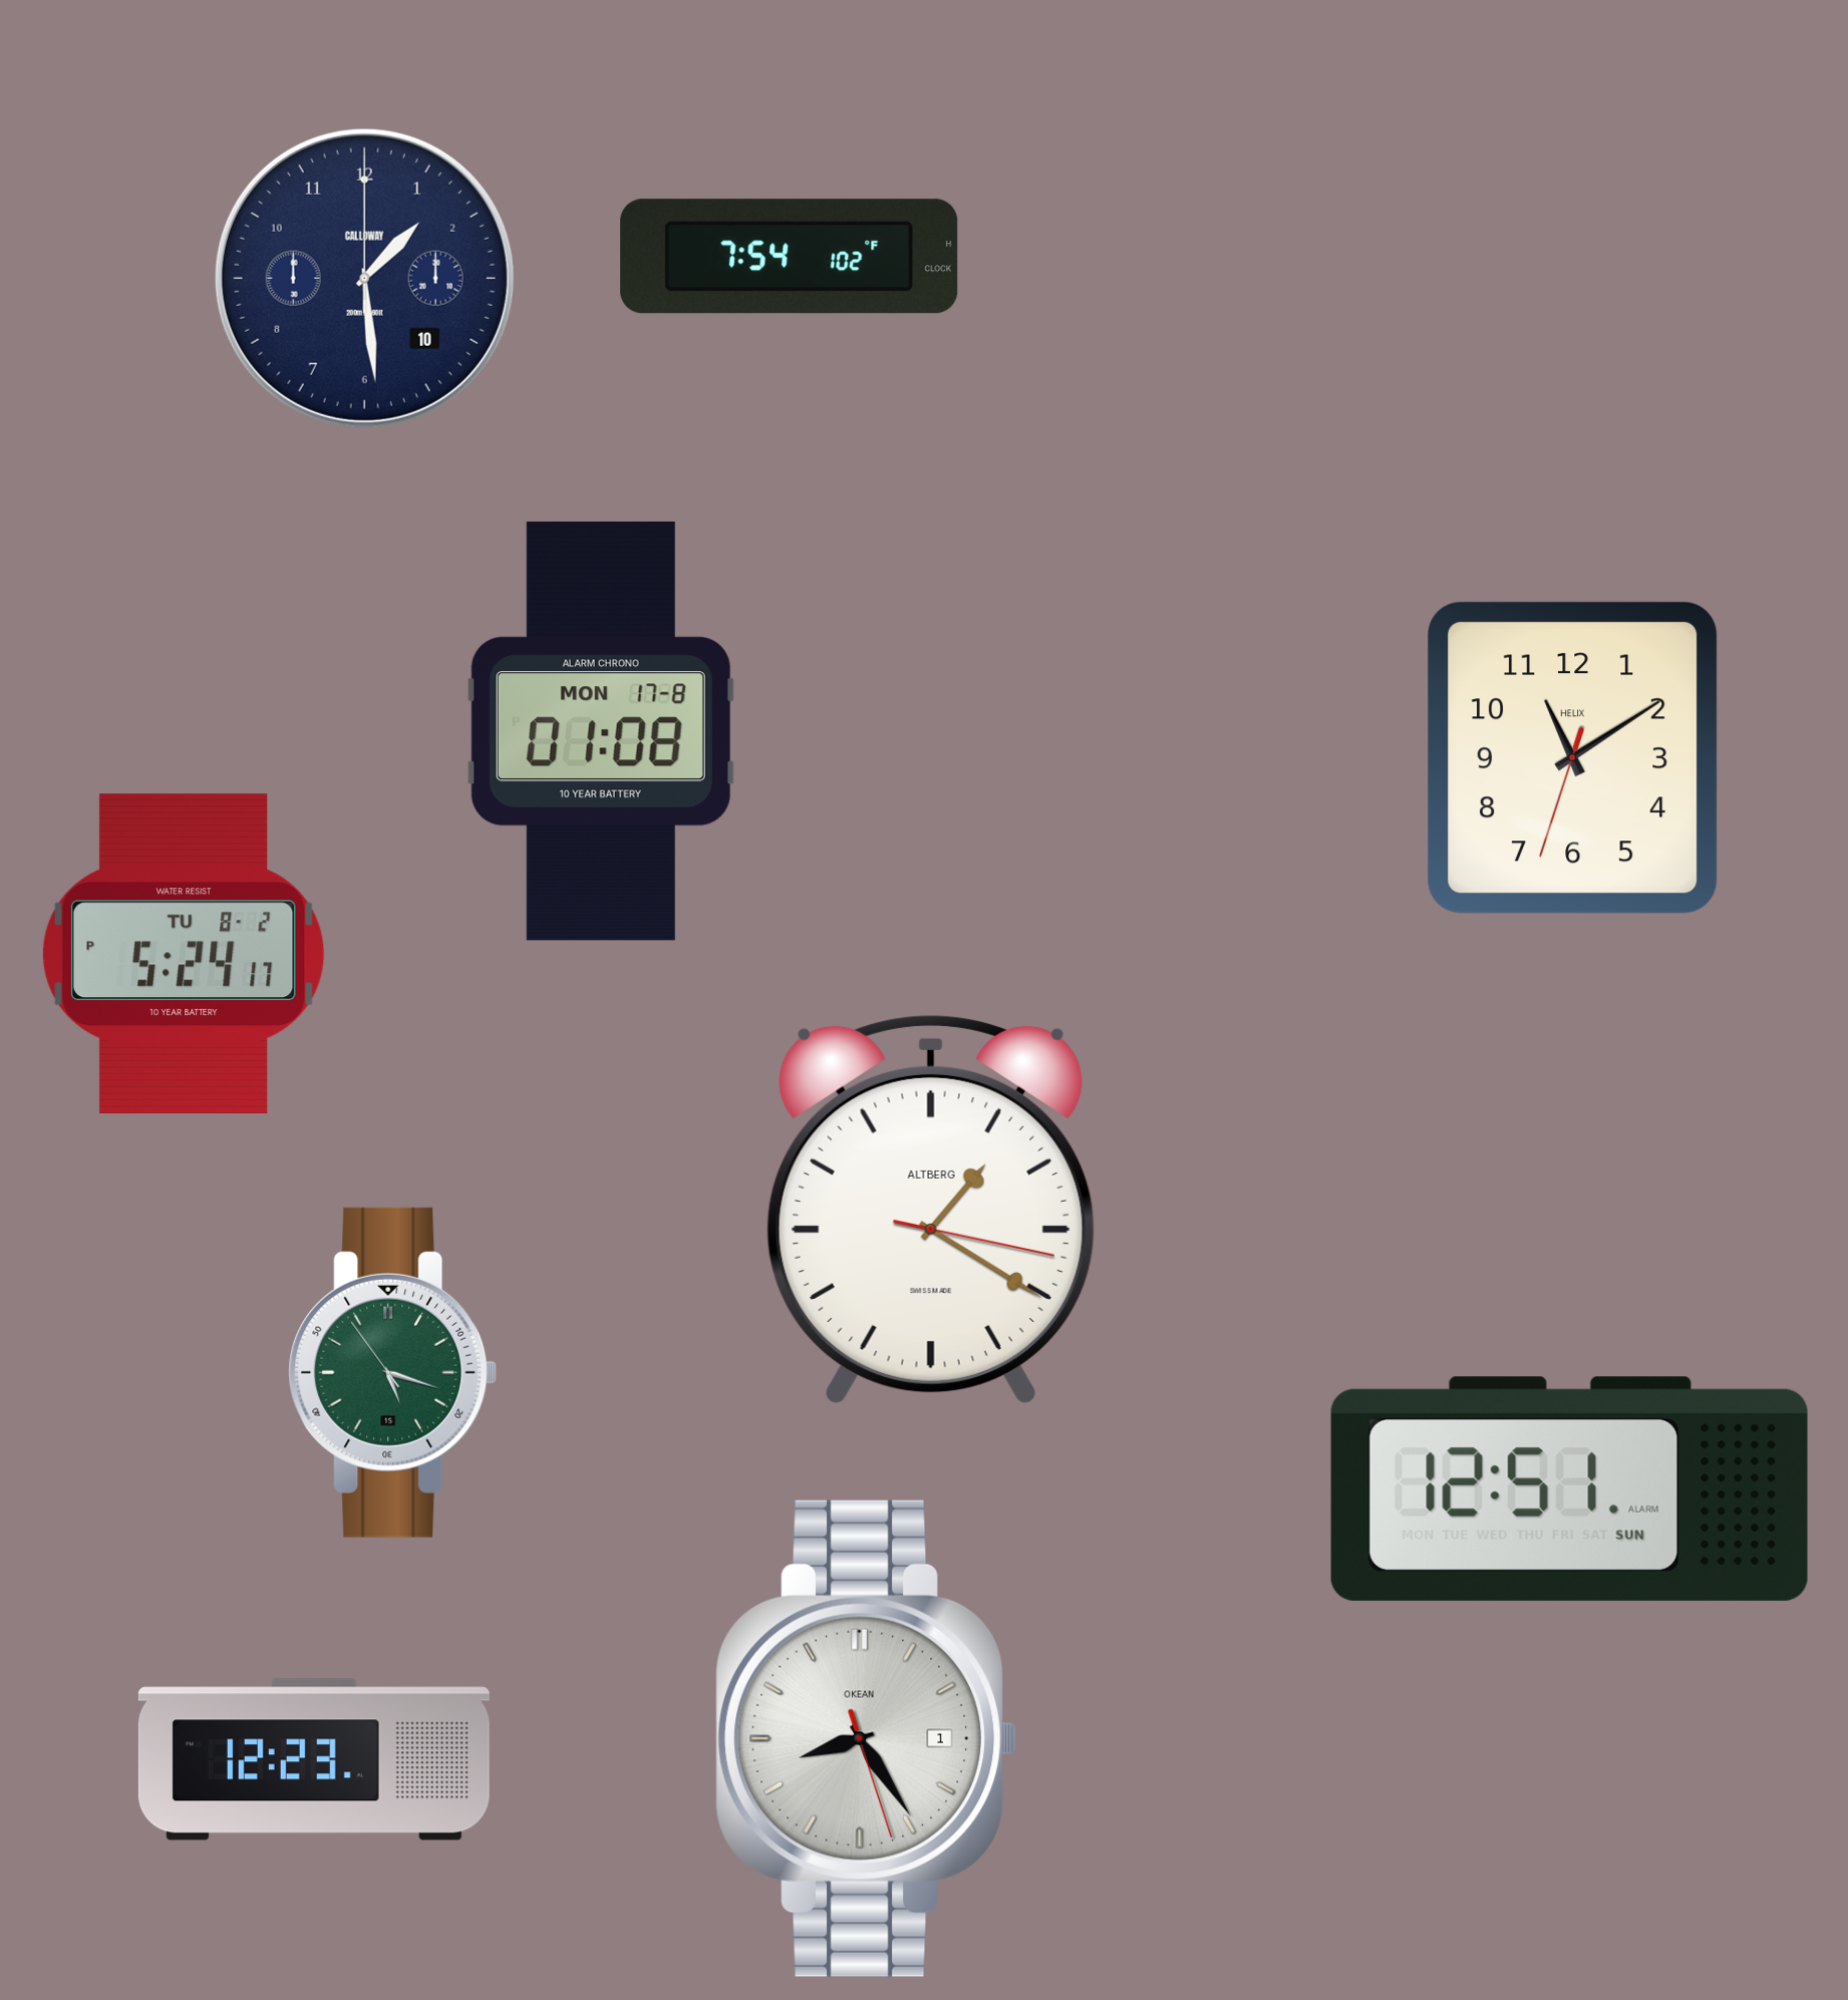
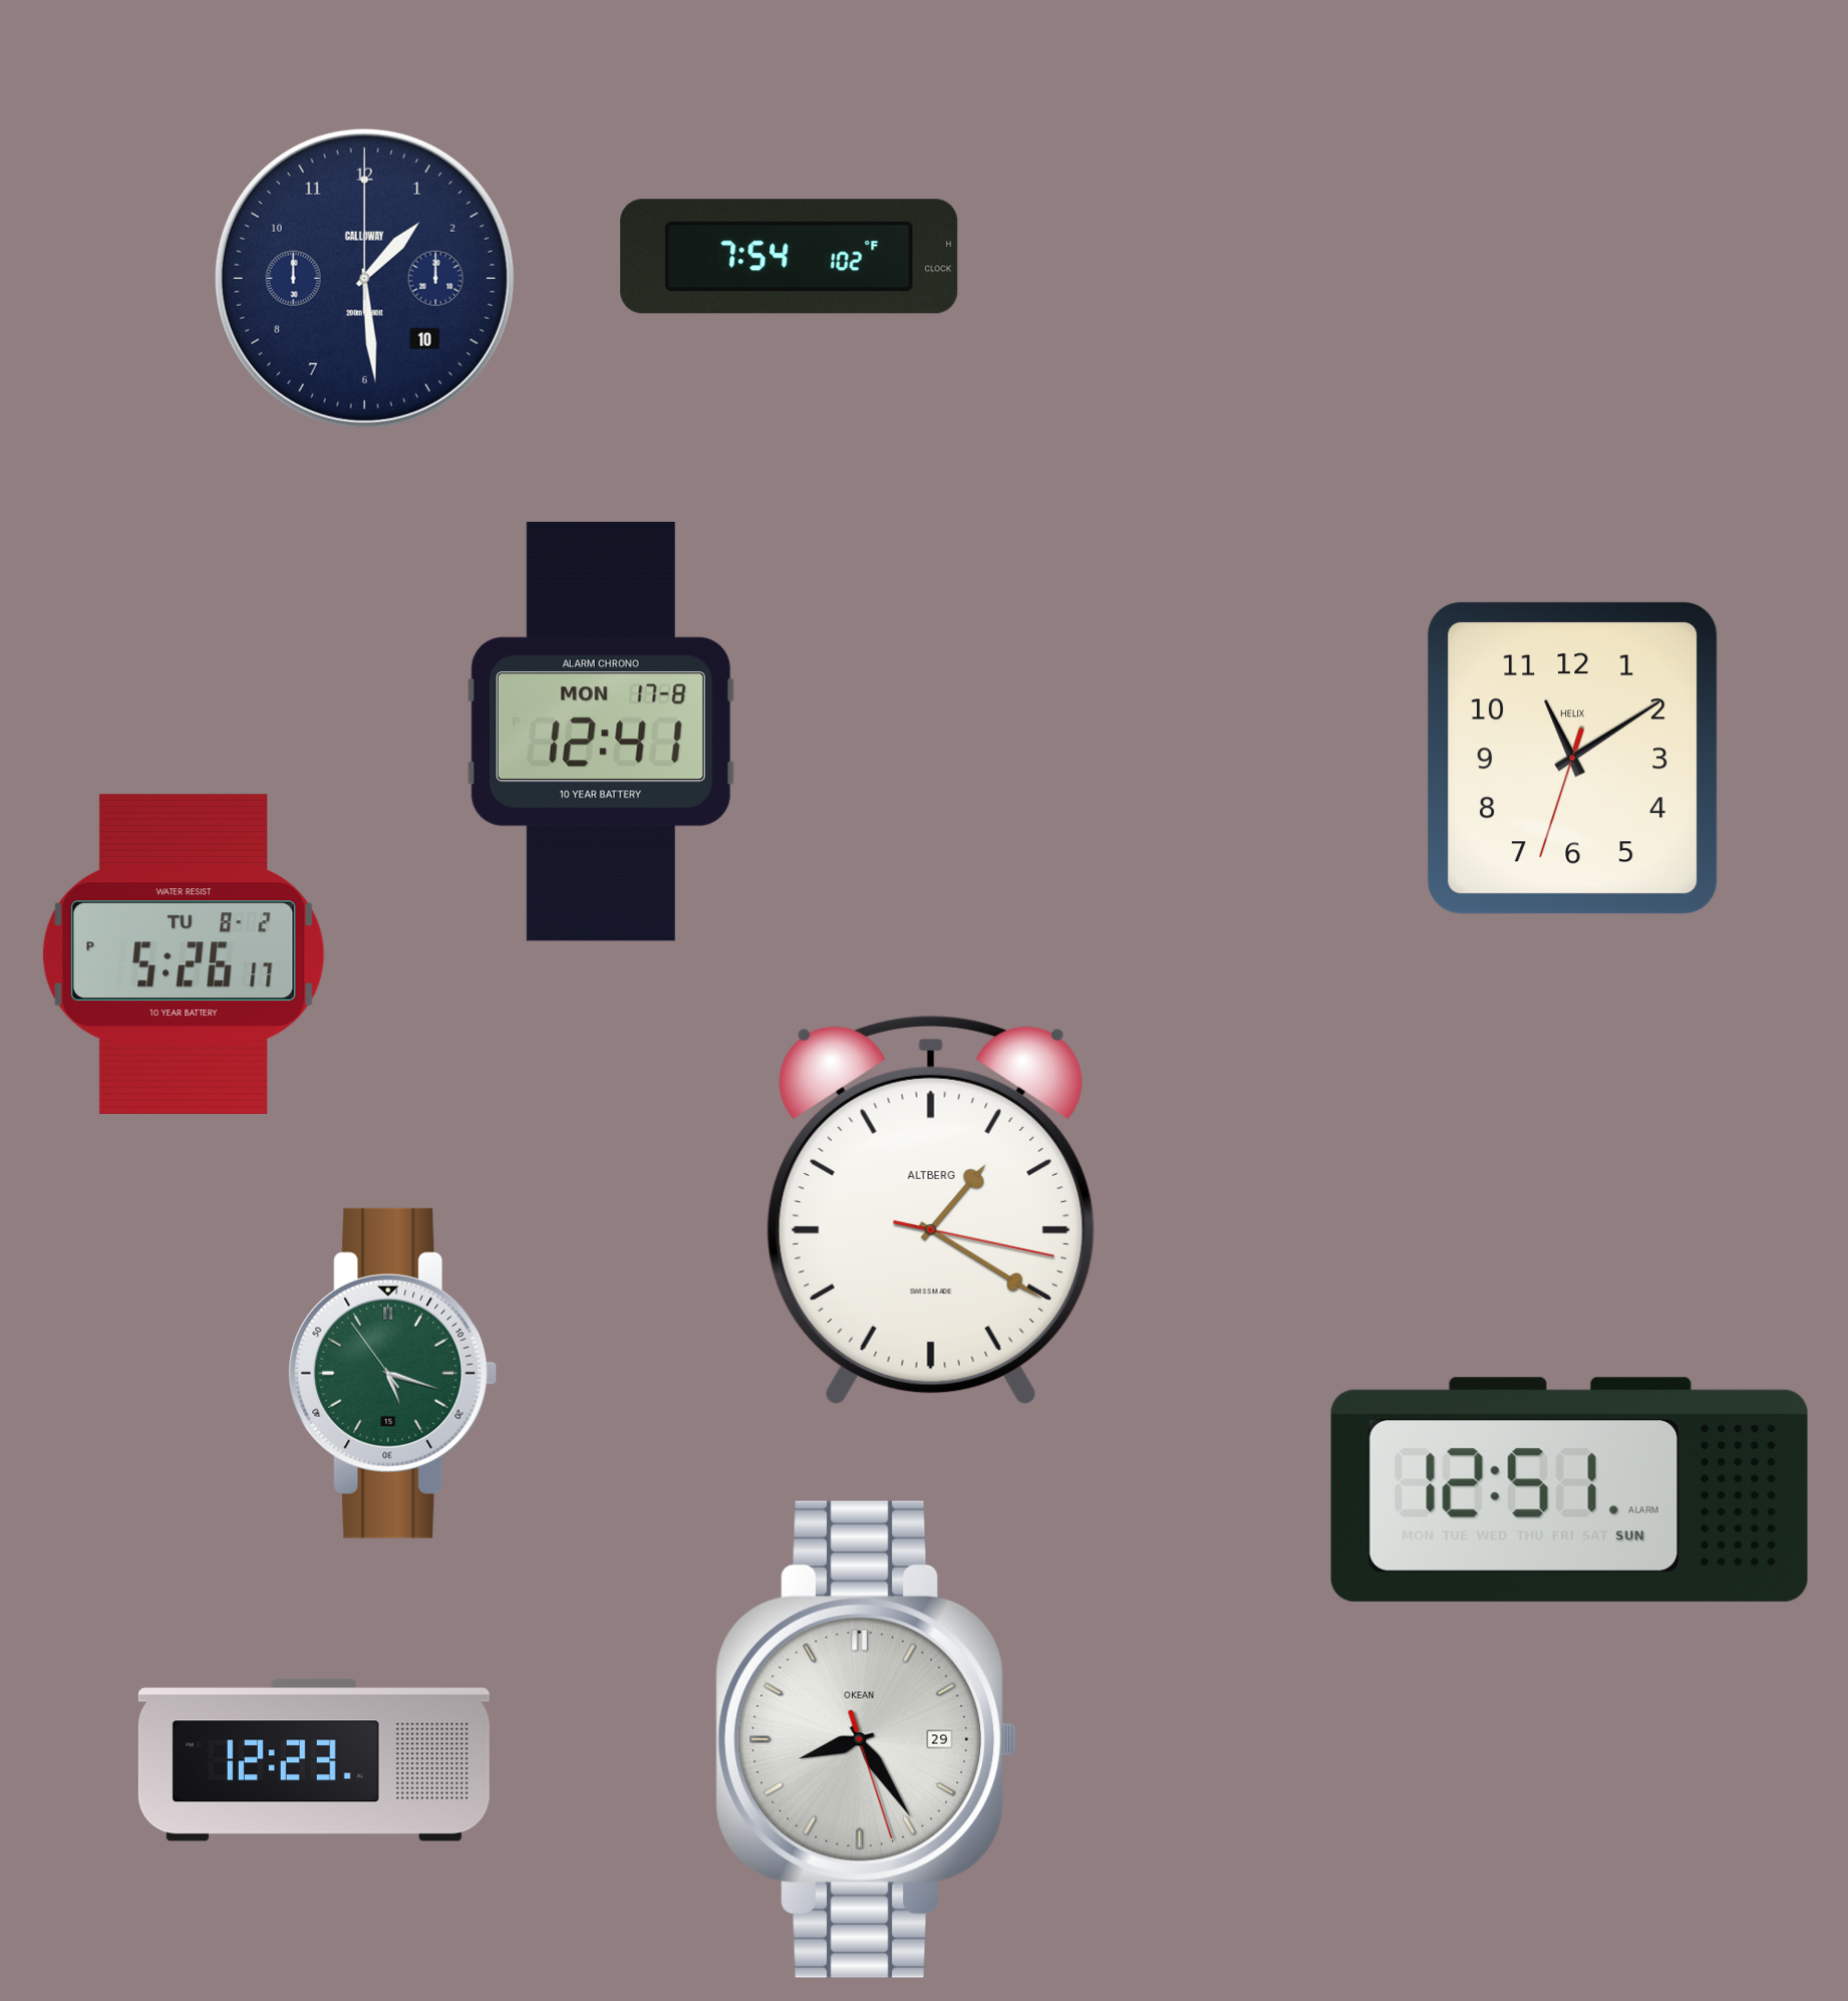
clock at (601, 731): 01:08 -> 12:41
clock at (184, 953): 5:24 -> 5:26
clock at (867, 1738) date: 1 -> 29
